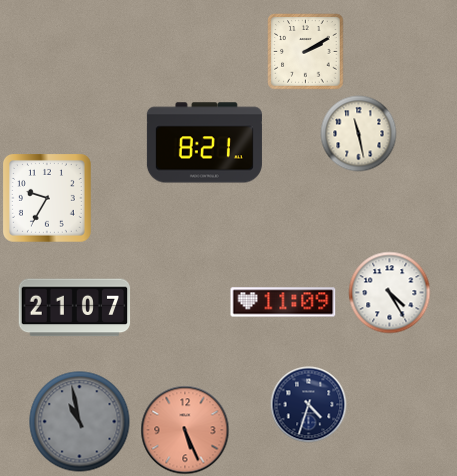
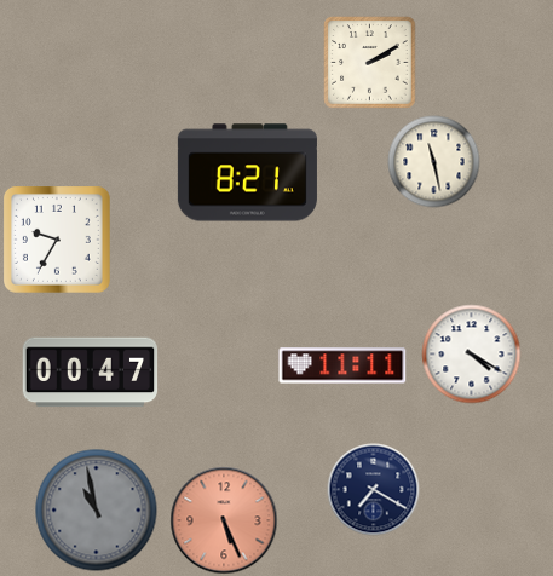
clock at (390, 293): 4:25 -> 4:20
clock at (283, 302): 11:09 -> 11:11
clock at (75, 308): 21:07 -> 00:47
clock at (309, 405): 4:33 -> 7:20
